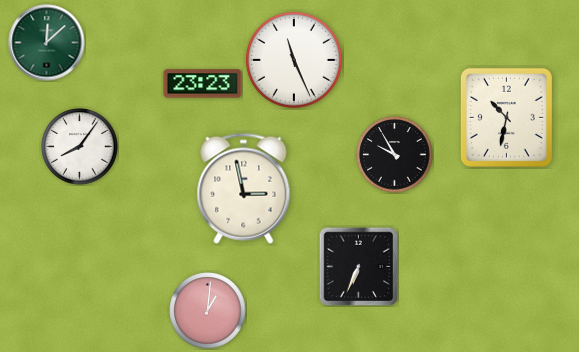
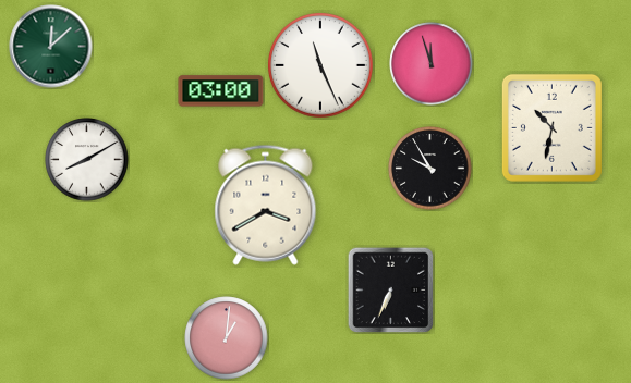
clock at (432, 64): none -> 11:57
clock at (203, 84): 23:23 -> 03:00
clock at (80, 147): 8:06 -> 8:10
clock at (244, 188): 2:58 -> 3:40
